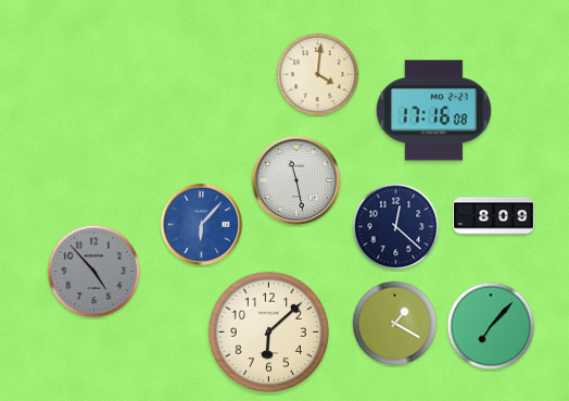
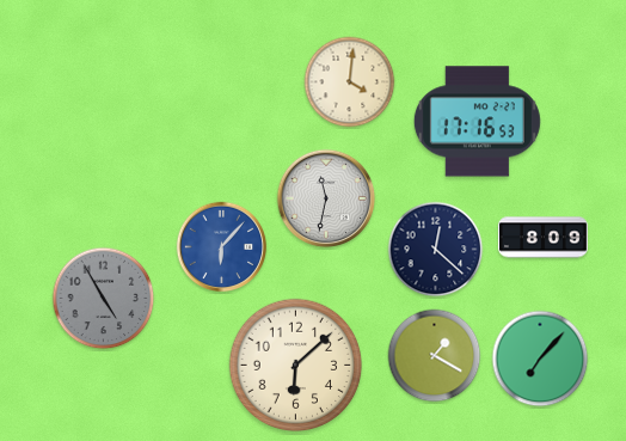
clock at (433, 111): 17:16:08 -> 17:16:53
clock at (296, 180): 11:28 -> 11:32
clock at (94, 272): 4:53 -> 4:55
